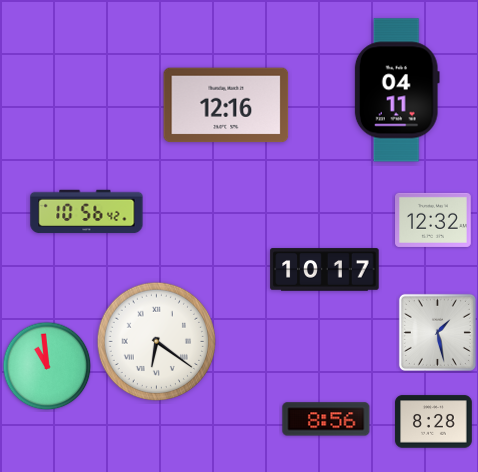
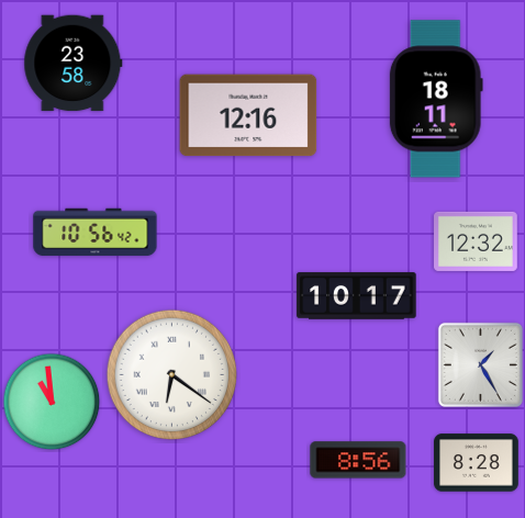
clock at (74, 64): none -> 23:58
clock at (397, 90): 04:11 -> 18:11
clock at (437, 332): 1:28 -> 1:25
